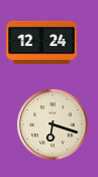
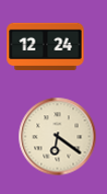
clock at (53, 125): 6:18 -> 6:21
